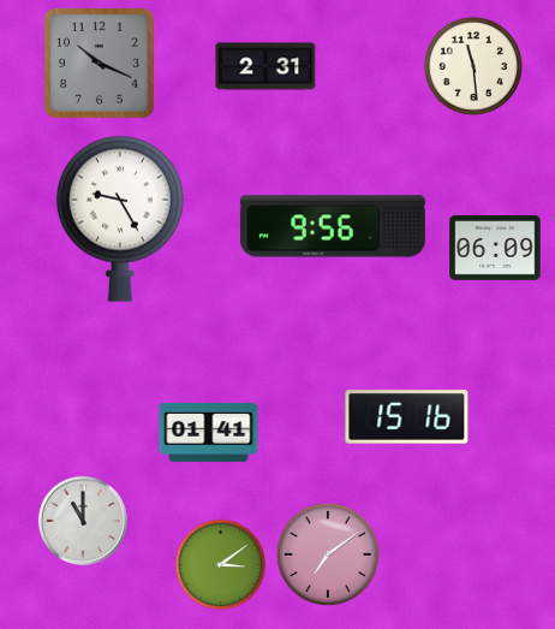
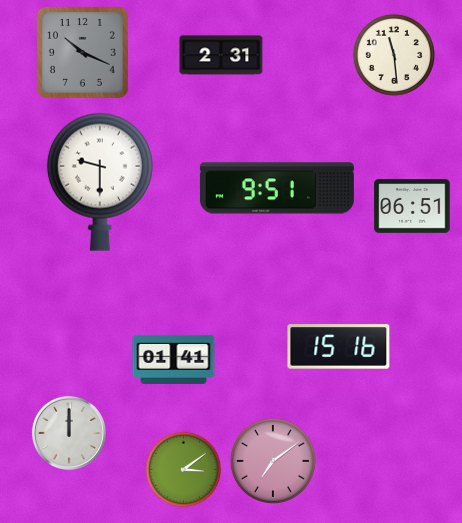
clock at (120, 219): 9:25 -> 9:30
clock at (333, 226): 9:56 -> 9:51
clock at (495, 248): 06:09 -> 06:51
clock at (83, 521): 11:00 -> 12:00
